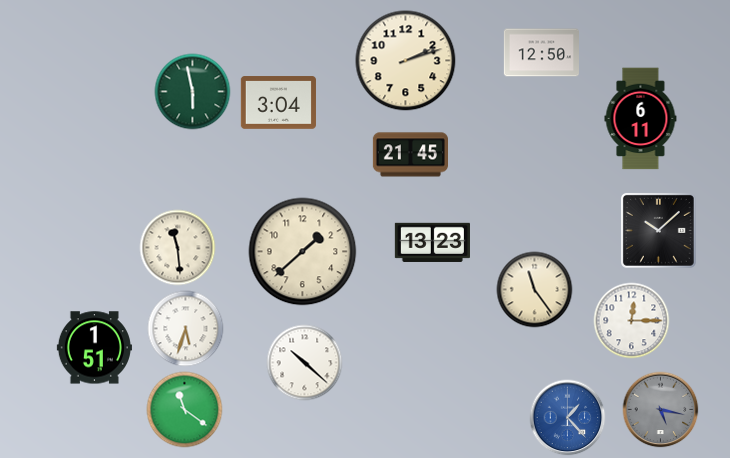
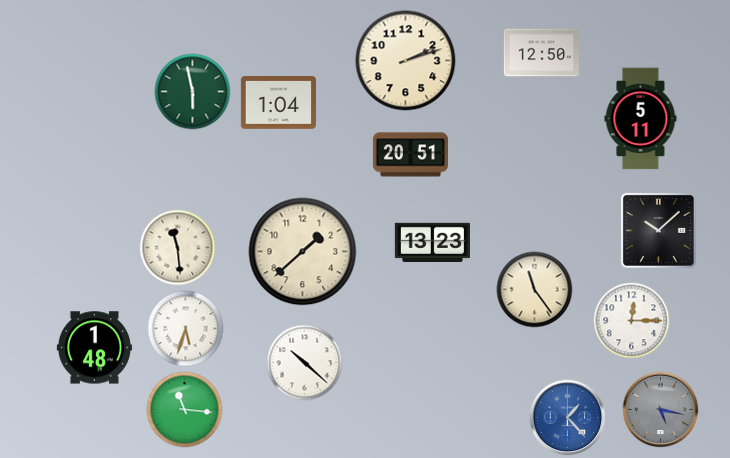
clock at (278, 103): 3:04 -> 1:04
clock at (641, 119): 6:11 -> 5:11
clock at (410, 155): 21:45 -> 20:51
clock at (94, 348): 1:51 -> 1:48
clock at (185, 410): 11:21 -> 11:16
